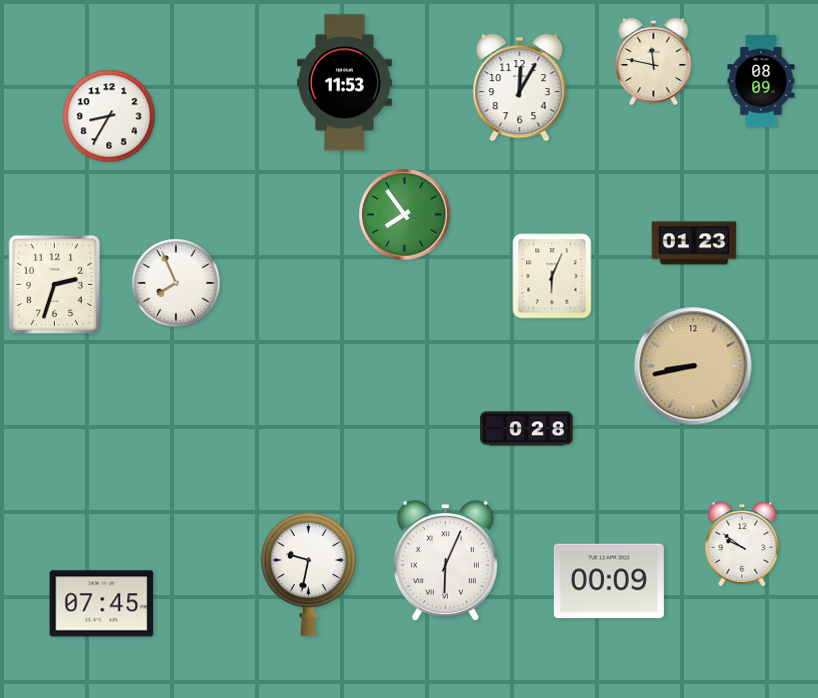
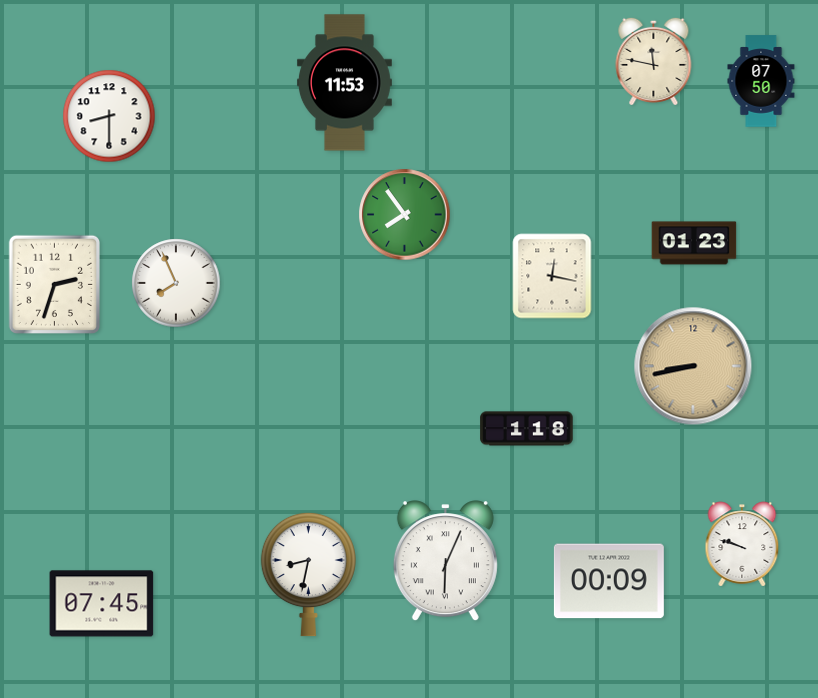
clock at (761, 81): 08:09 -> 07:50
clock at (520, 88): 12:05 -> none
clock at (109, 116): 8:35 -> 8:30
clock at (552, 276): 6:04 -> 12:17
clock at (527, 429): 0:28 -> 1:18
clock at (742, 544): 9:51 -> 9:48
clock at (308, 574): 9:32 -> 8:32
